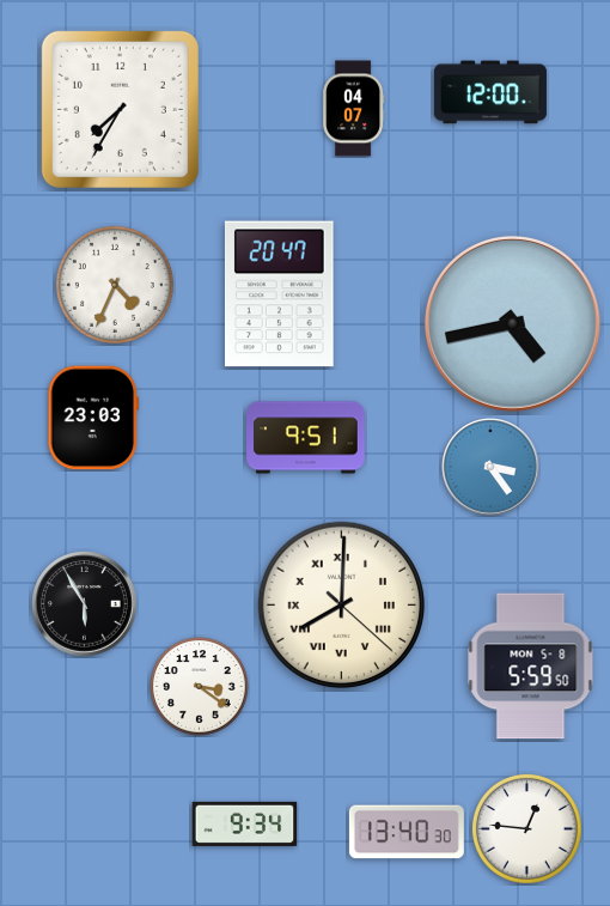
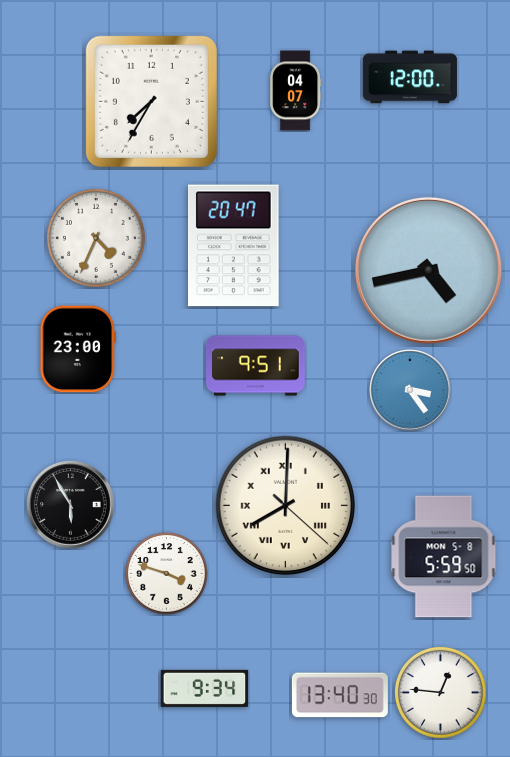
clock at (120, 109) position: (120, 109) -> (151, 101)
clock at (93, 418): 23:03 -> 23:00
clock at (200, 687): 3:21 -> 3:48
